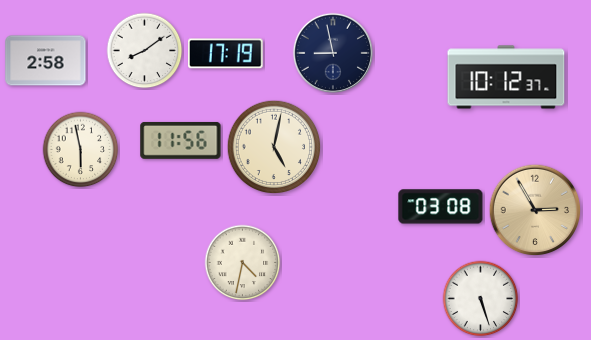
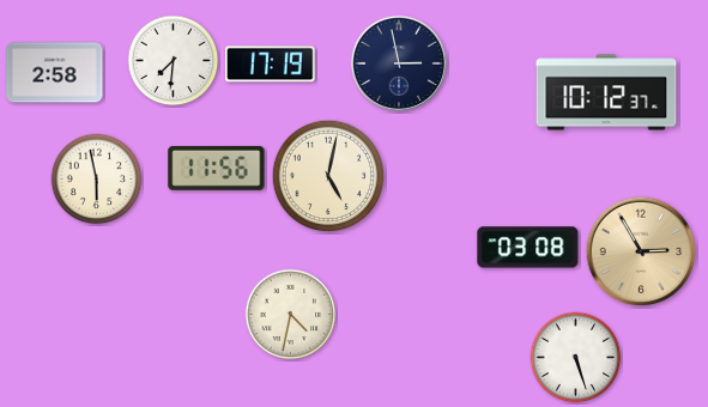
clock at (145, 51): 8:09 -> 7:31
clock at (333, 53): 8:58 -> 2:58
